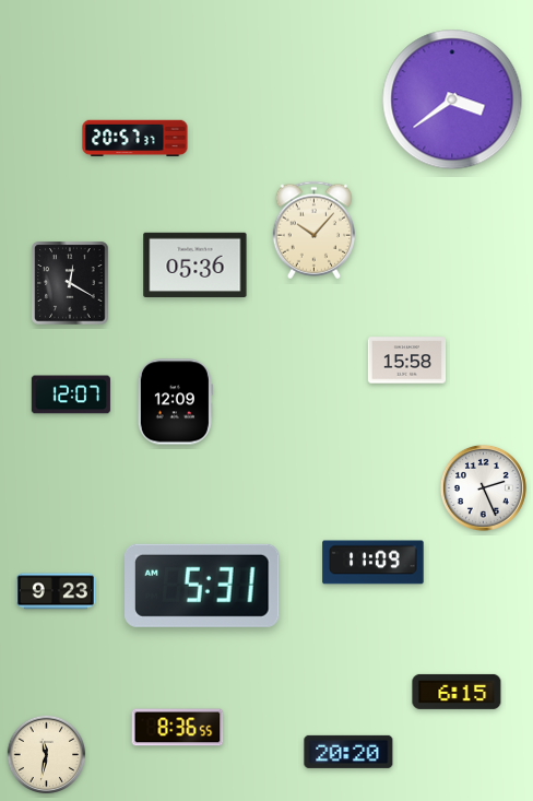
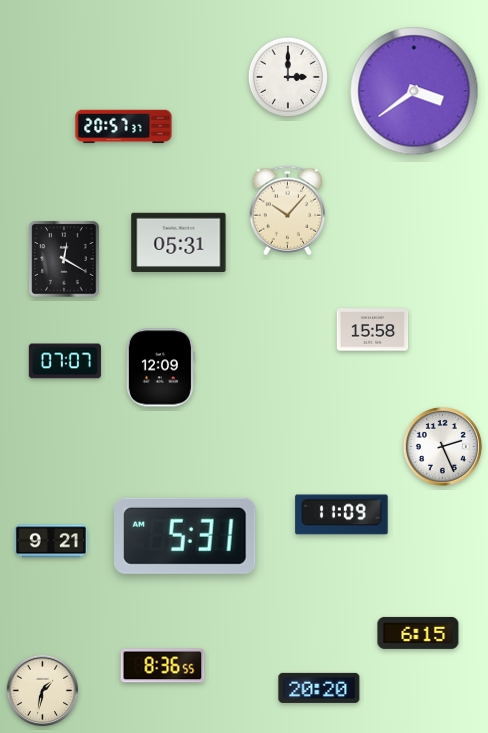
clock at (287, 76): none -> 3:00
clock at (196, 264): 05:36 -> 05:31
clock at (71, 394): 12:07 -> 07:07
clock at (56, 591): 9:23 -> 9:21
clock at (47, 755): 11:32 -> 1:32
